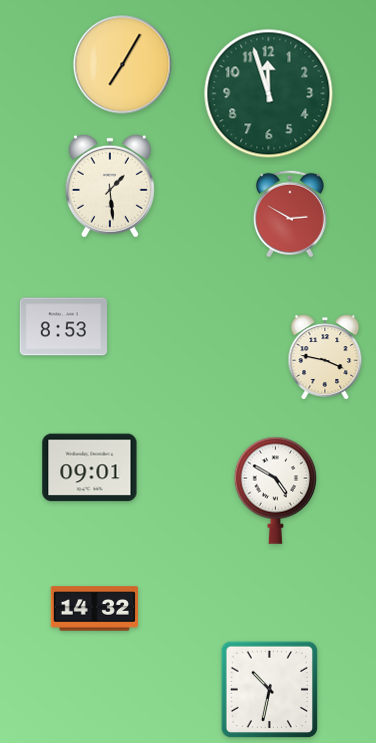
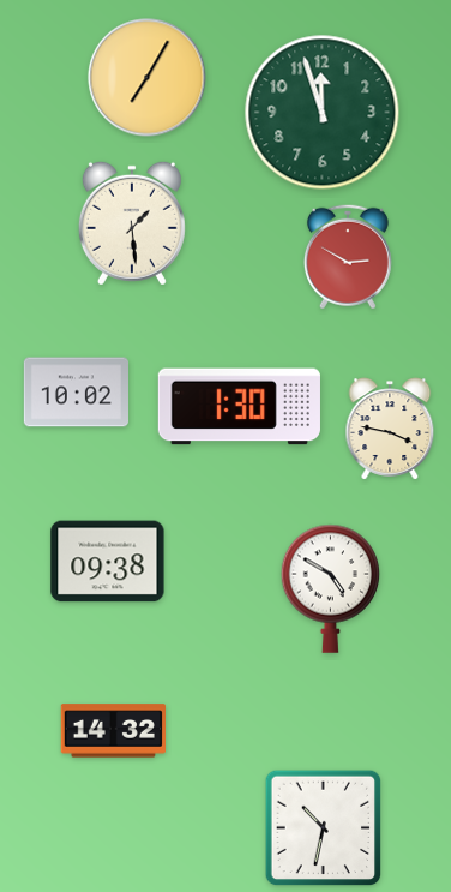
clock at (63, 327): 8:53 -> 10:02
clock at (239, 407): none -> 1:30
clock at (90, 468): 09:01 -> 09:38
